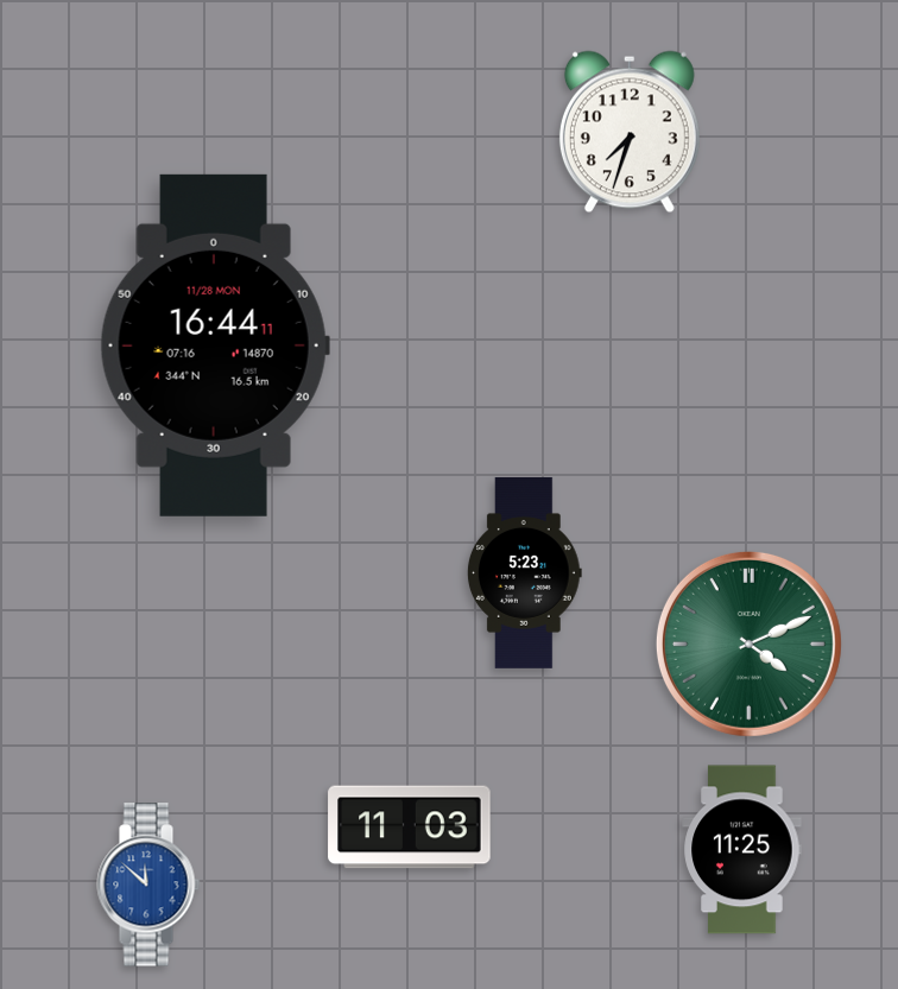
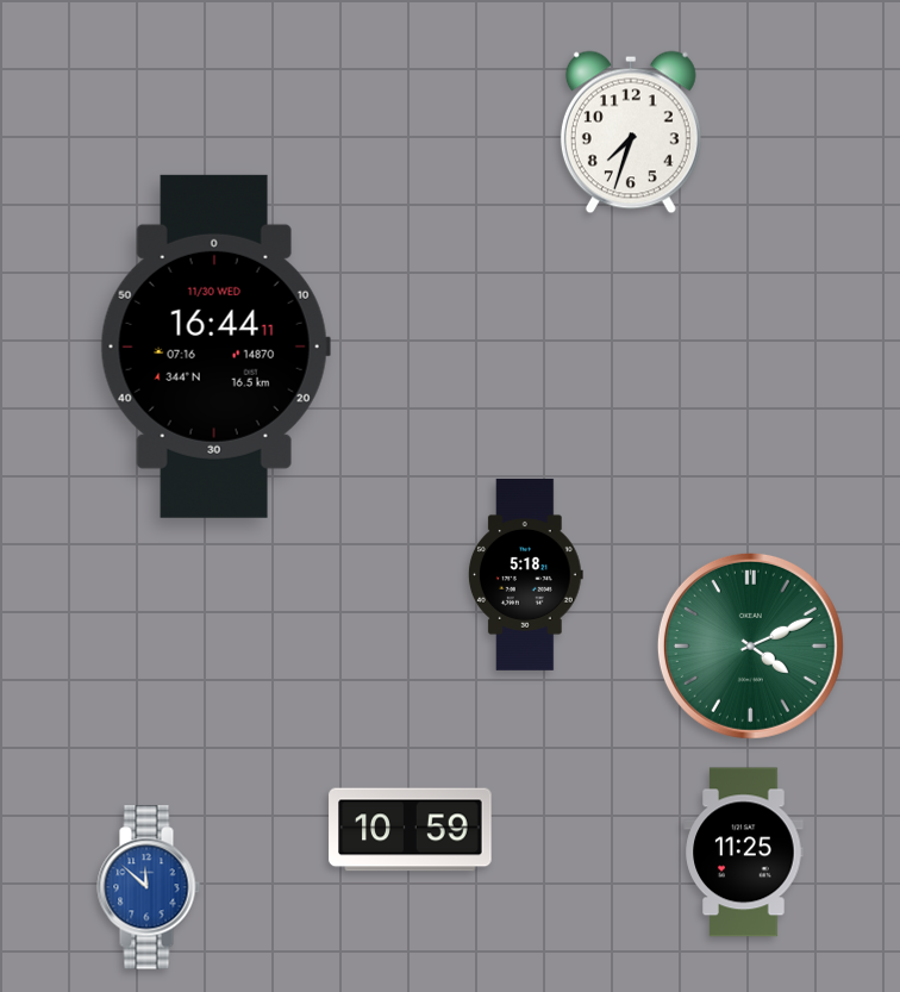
clock at (215, 345) date: 11/28 MON -> 11/30 WED
clock at (524, 572): 5:23 -> 5:18
clock at (410, 828): 11:03 -> 10:59
